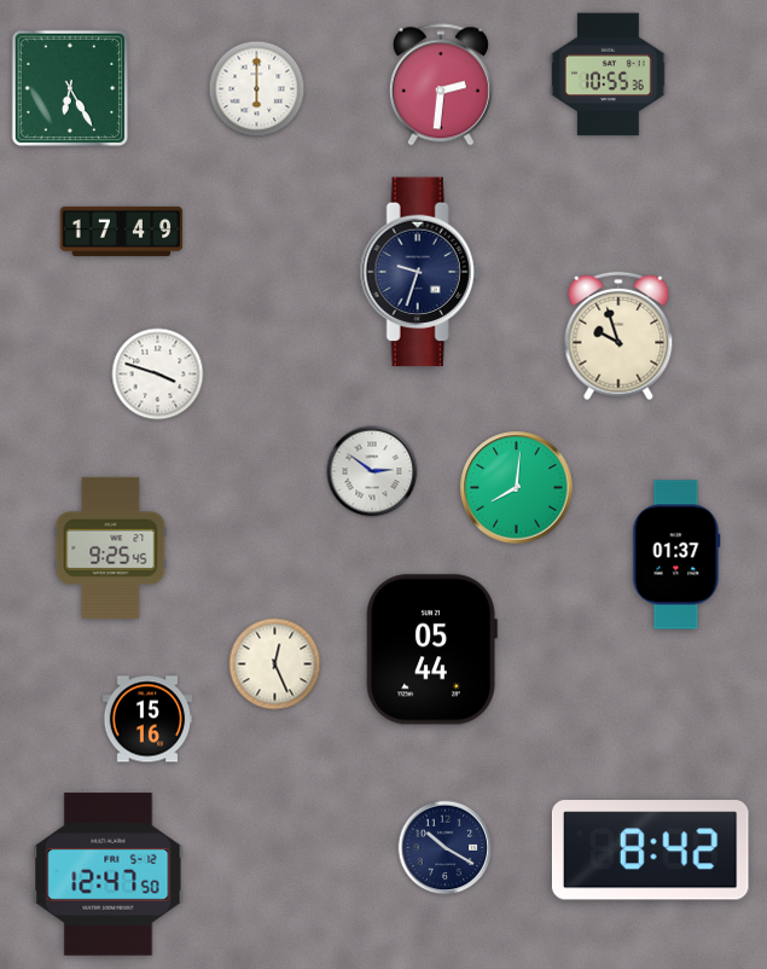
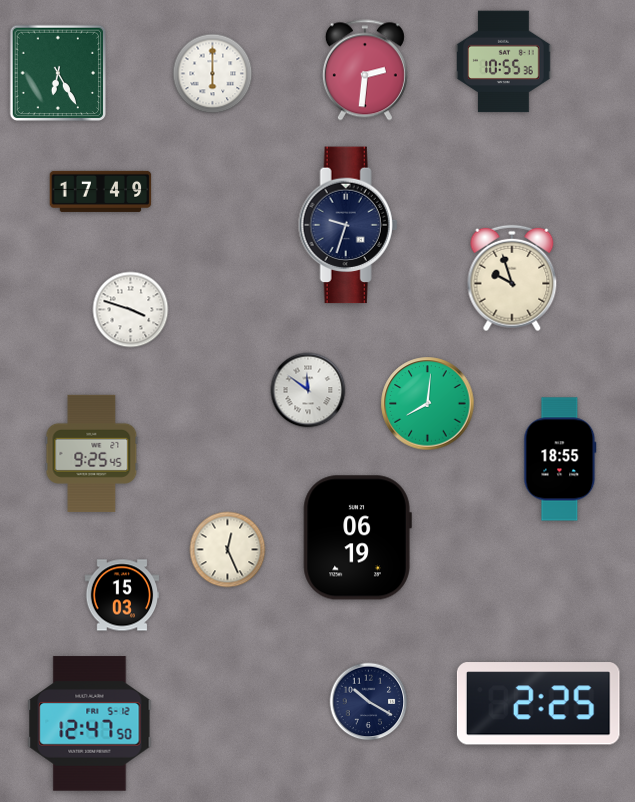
clock at (372, 471): 2:51 -> 11:51
clock at (676, 555): 01:37 -> 18:55
clock at (431, 650): 05:44 -> 06:19
clock at (147, 719): 15:16 -> 15:03
clock at (650, 851): 8:42 -> 2:25
